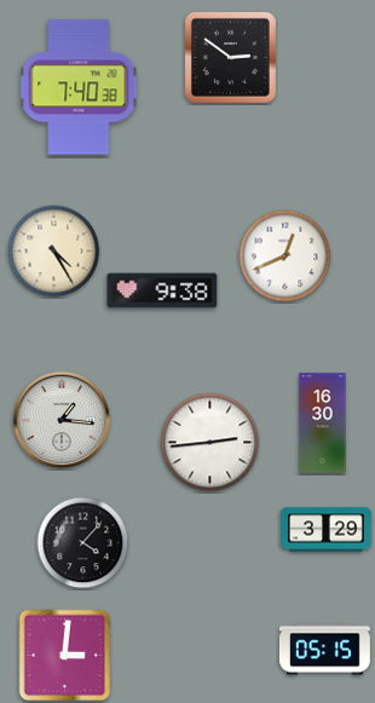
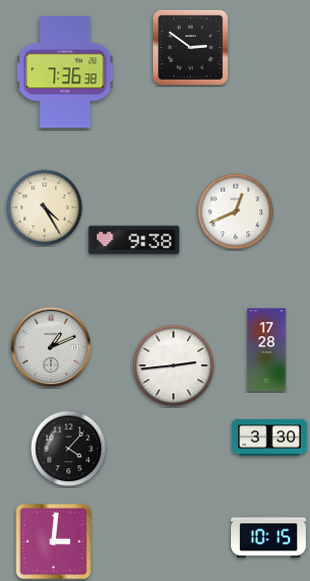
clock at (79, 87): 7:40 -> 7:36
clock at (62, 420): 1:16 -> 1:11
clock at (323, 423): 16:30 -> 17:28
clock at (327, 530): 3:29 -> 3:30
clock at (324, 650): 05:15 -> 10:15
